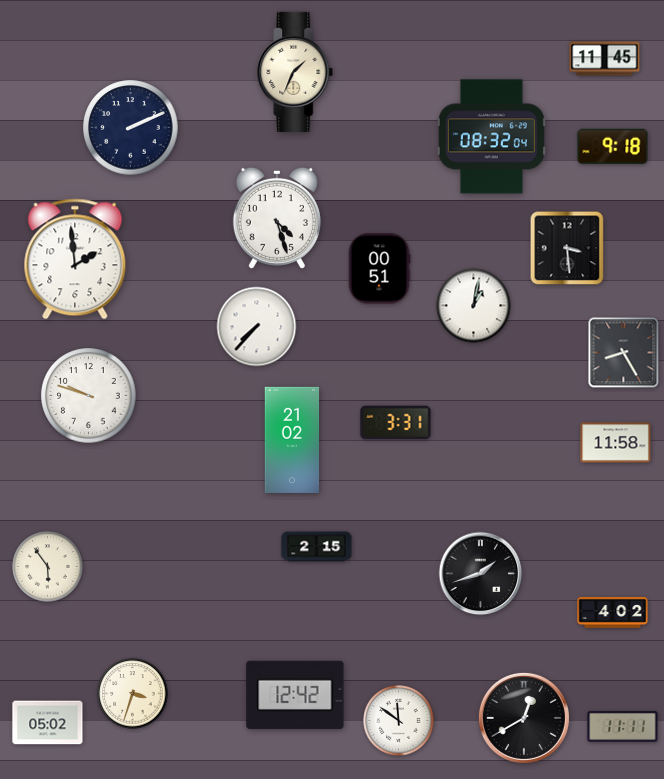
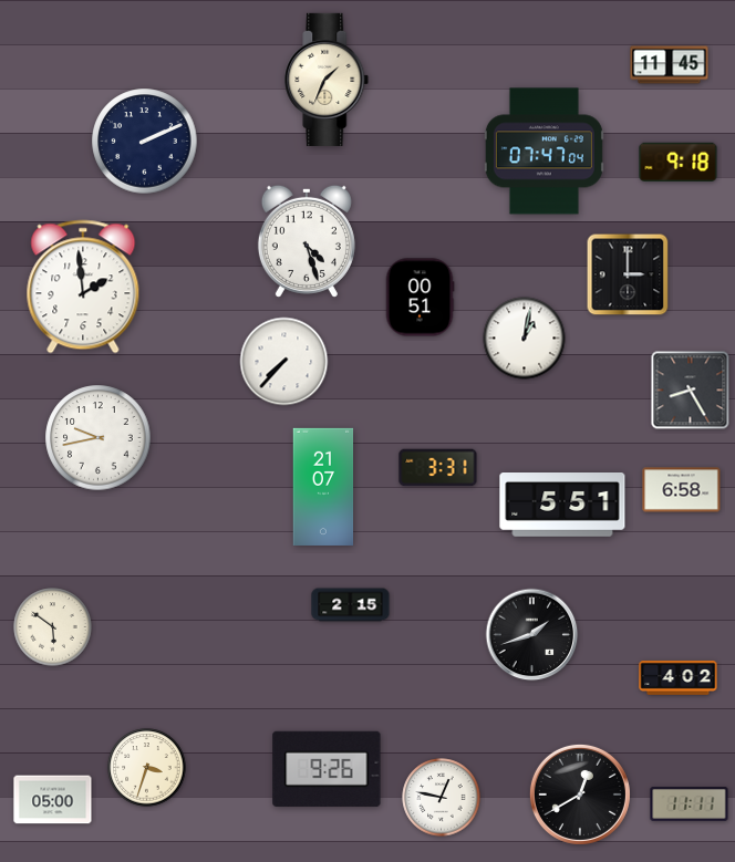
clock at (491, 137): 08:32 -> 07:47
clock at (567, 248): 3:29 -> 3:00
clock at (89, 396): 9:48 -> 9:43
clock at (292, 440): 21:02 -> 21:07
clock at (616, 443): 11:58 -> 6:58
clock at (562, 506): none -> 5:51
clock at (48, 567): 5:54 -> 5:51
clock at (295, 695): 12:42 -> 9:26
clock at (399, 721): 11:51 -> 12:47
clock at (48, 723): 05:02 -> 05:00
